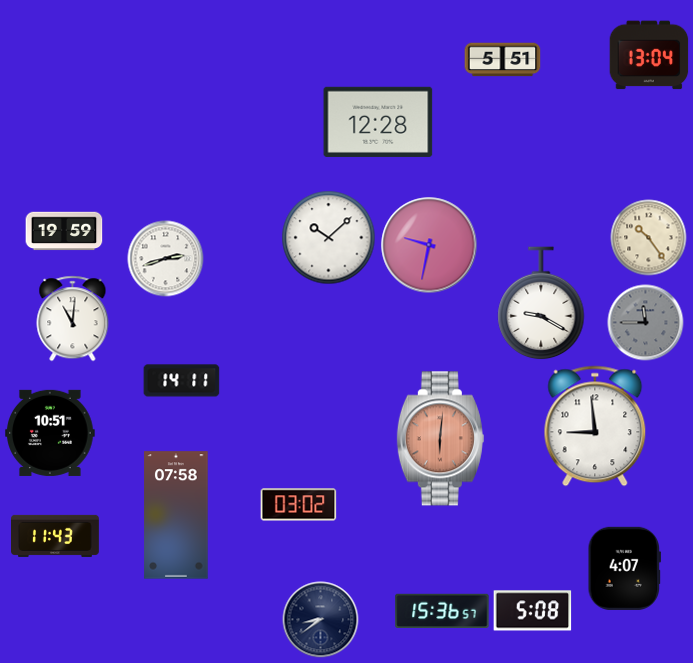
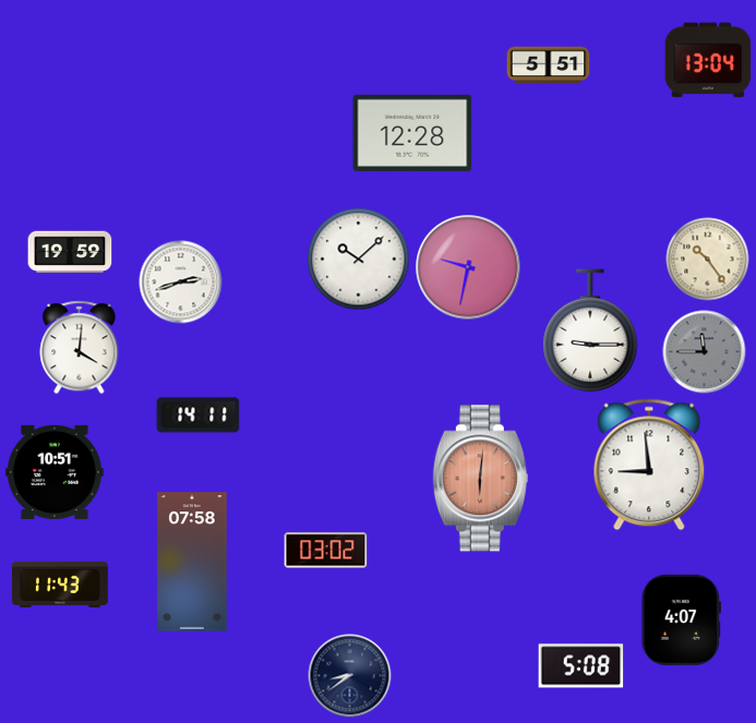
clock at (541, 304): 9:20 -> 9:15
clock at (73, 319): 11:01 -> 4:01
clock at (442, 611): 15:36 -> none
